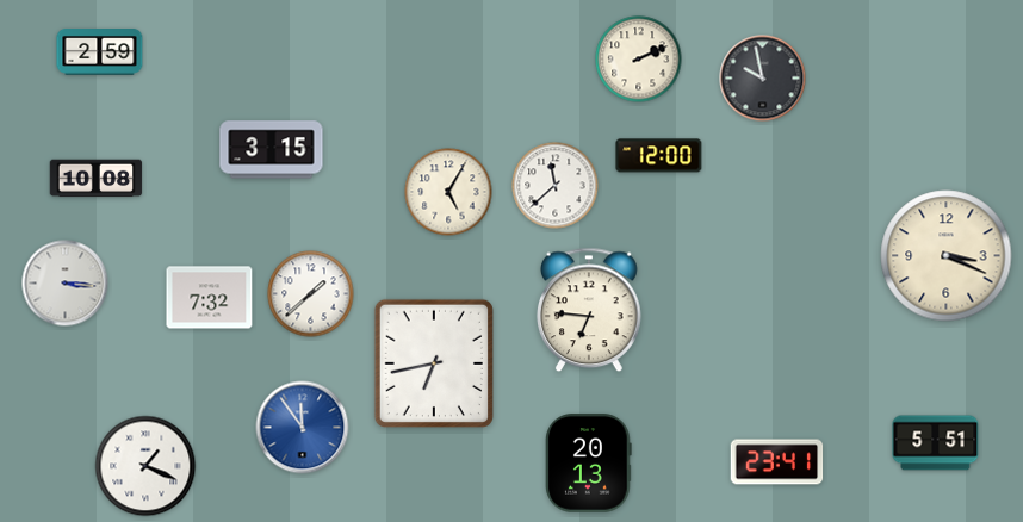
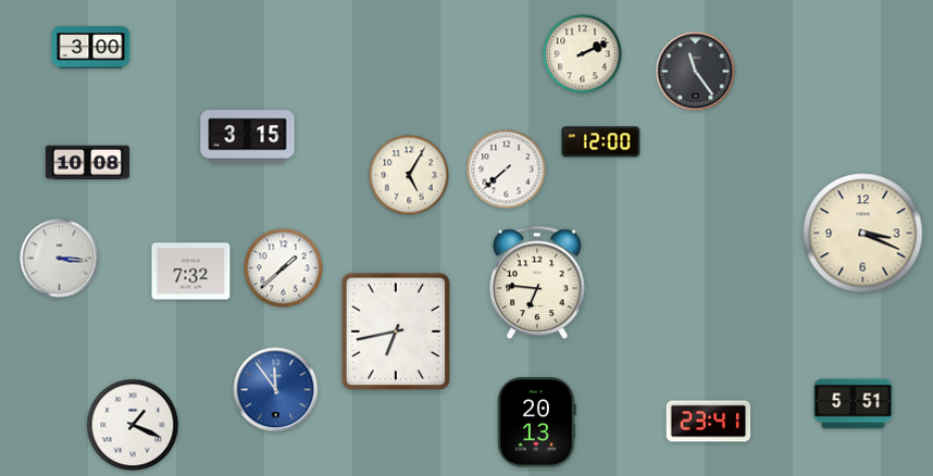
clock at (100, 52): 2:59 -> 3:00
clock at (763, 79): 9:58 -> 11:24
clock at (556, 186): 11:38 -> 7:38
